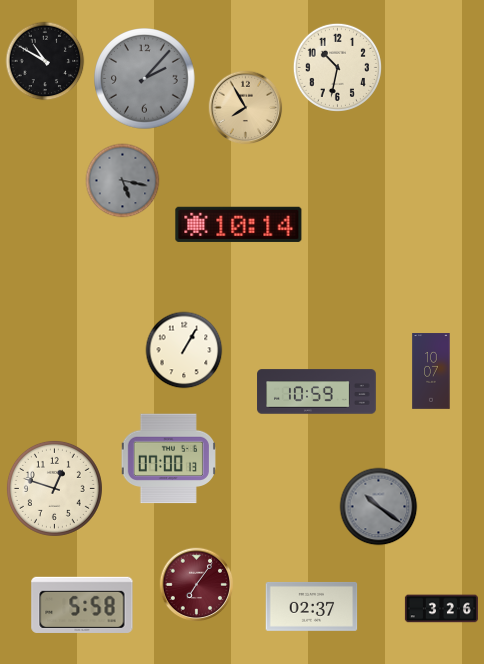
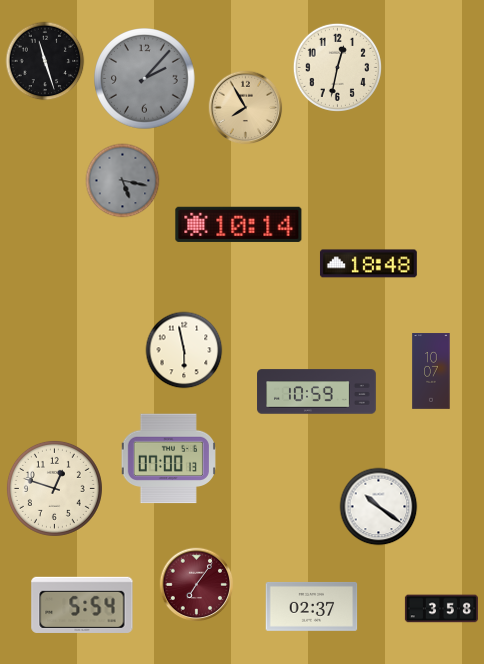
clock at (45, 61): 10:50 -> 11:27
clock at (337, 67): 10:32 -> 12:32
clock at (368, 264): none -> 18:48
clock at (184, 350): 1:05 -> 5:58
clock at (379, 507) dial: grey -> white
clock at (82, 605): 5:58 -> 5:54
clock at (441, 609): 3:26 -> 3:58
